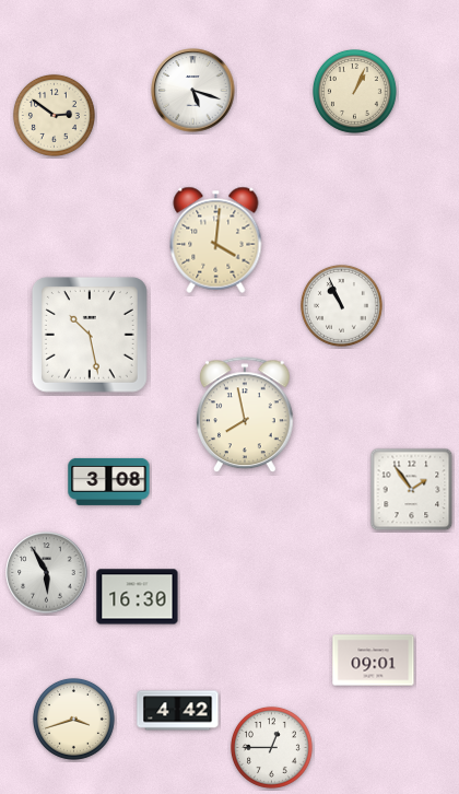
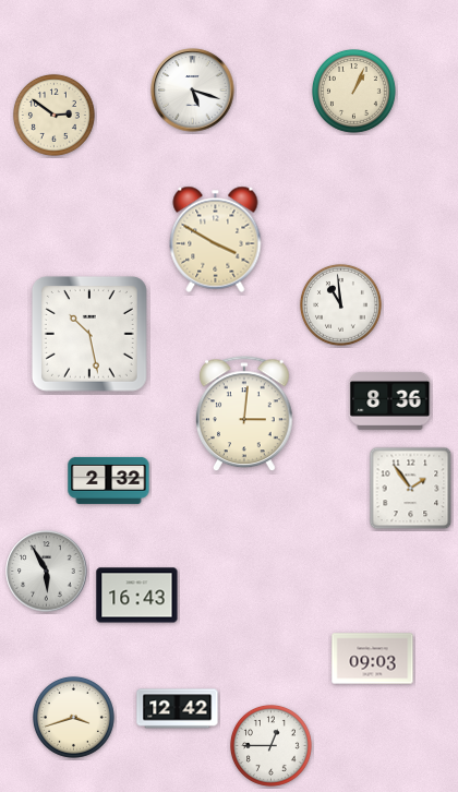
clock at (216, 240): 4:01 -> 3:50
clock at (341, 305): 10:56 -> 10:59
clock at (390, 400): none -> 8:36
clock at (246, 416): 7:58 -> 3:01
clock at (109, 481): 3:08 -> 2:32
clock at (138, 597): 16:30 -> 16:43
clock at (374, 661): 09:01 -> 09:03
clock at (178, 711): 4:42 -> 12:42
